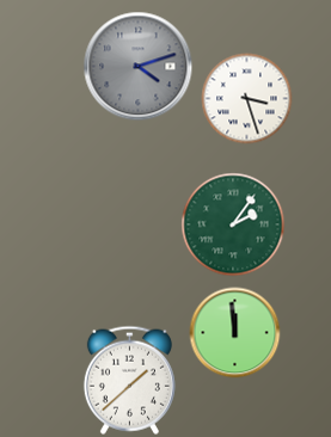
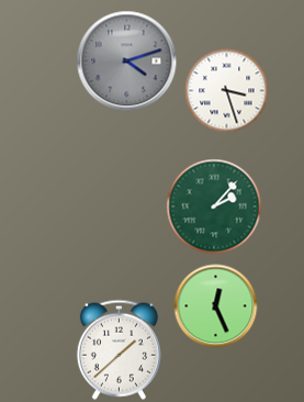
clock at (233, 224): 2:06 -> 2:07
clock at (235, 333): 11:59 -> 12:26
